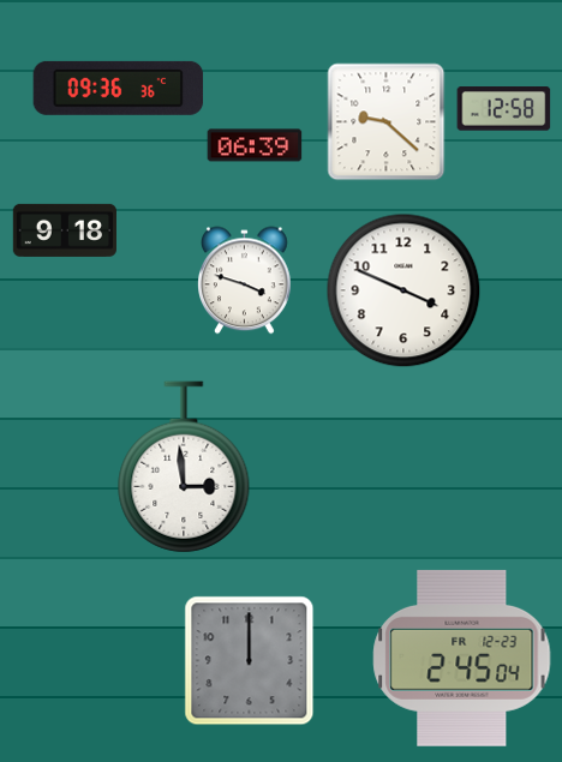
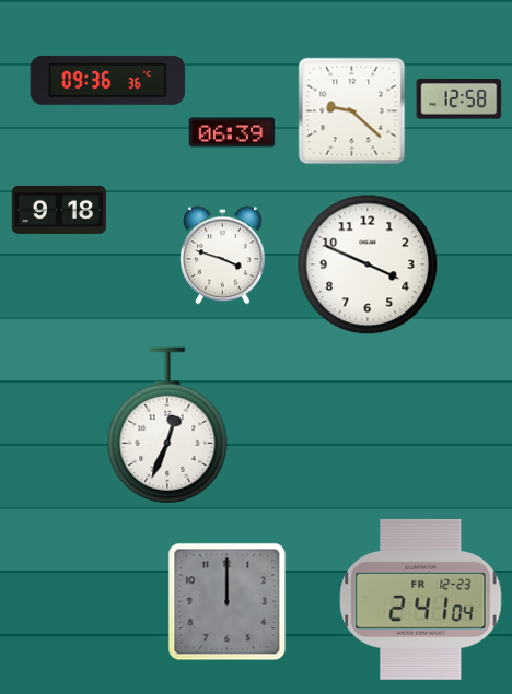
clock at (184, 467): 2:59 -> 12:34
clock at (462, 658): 2:45 -> 2:41
